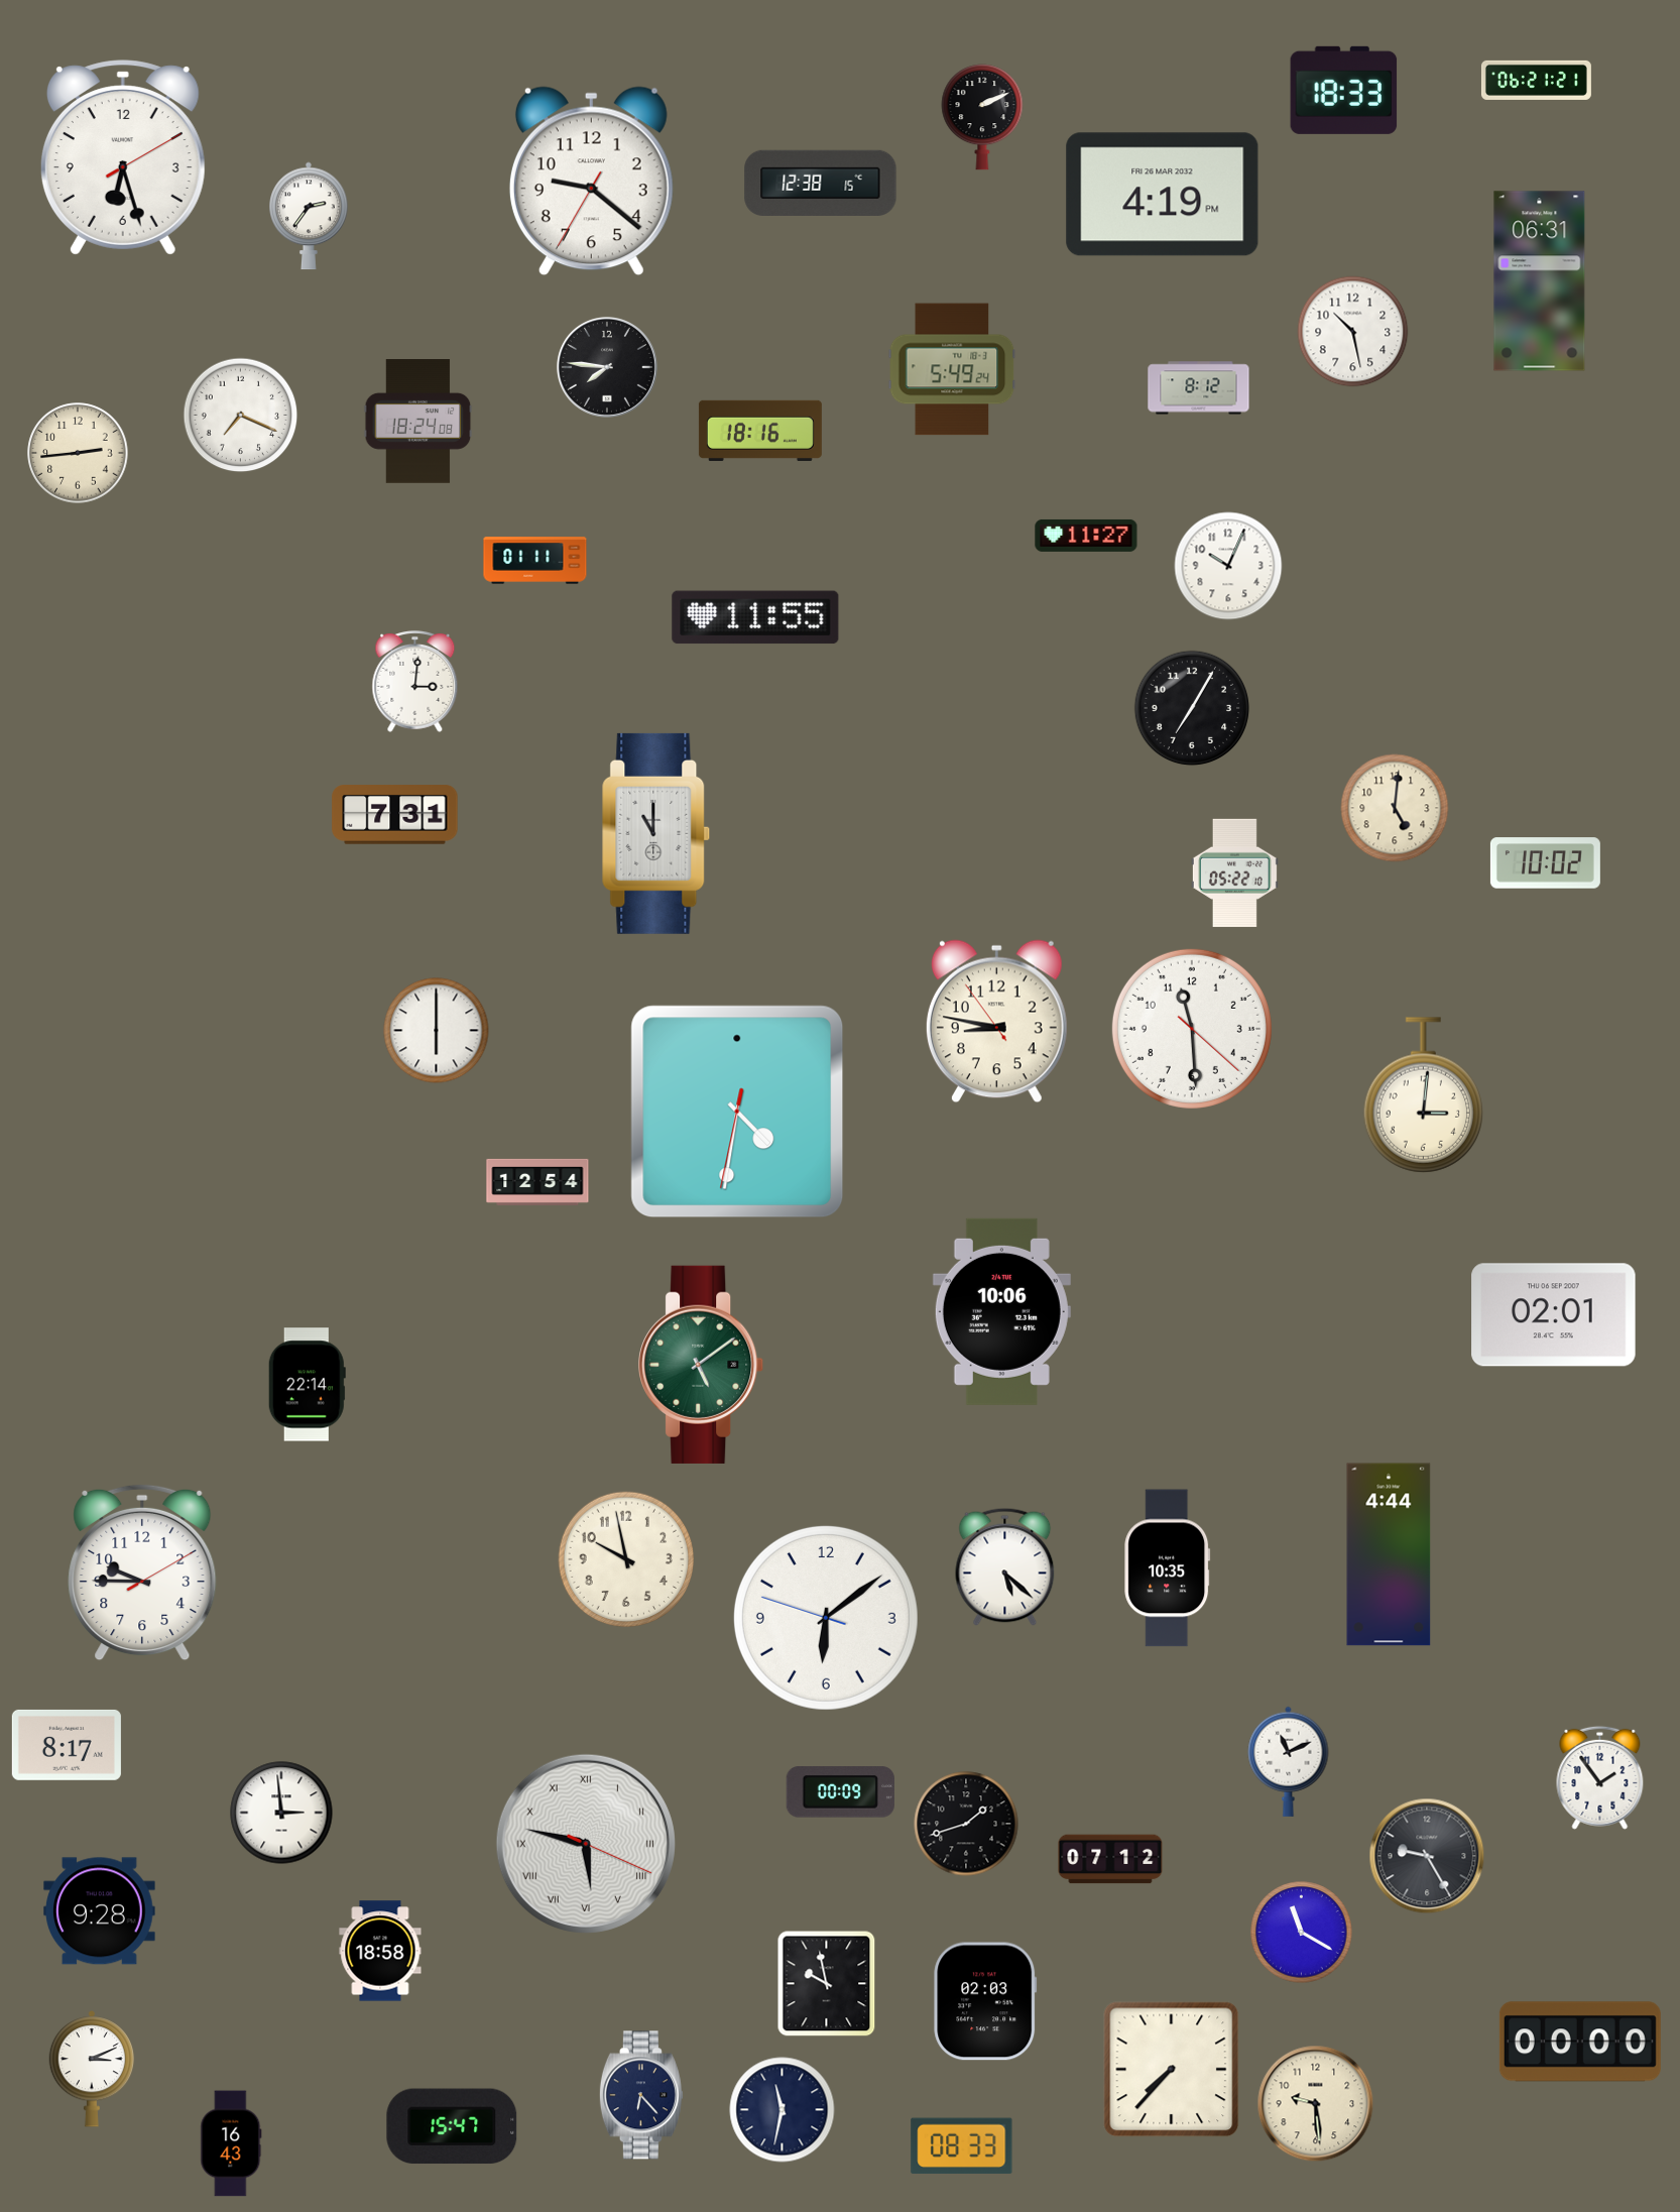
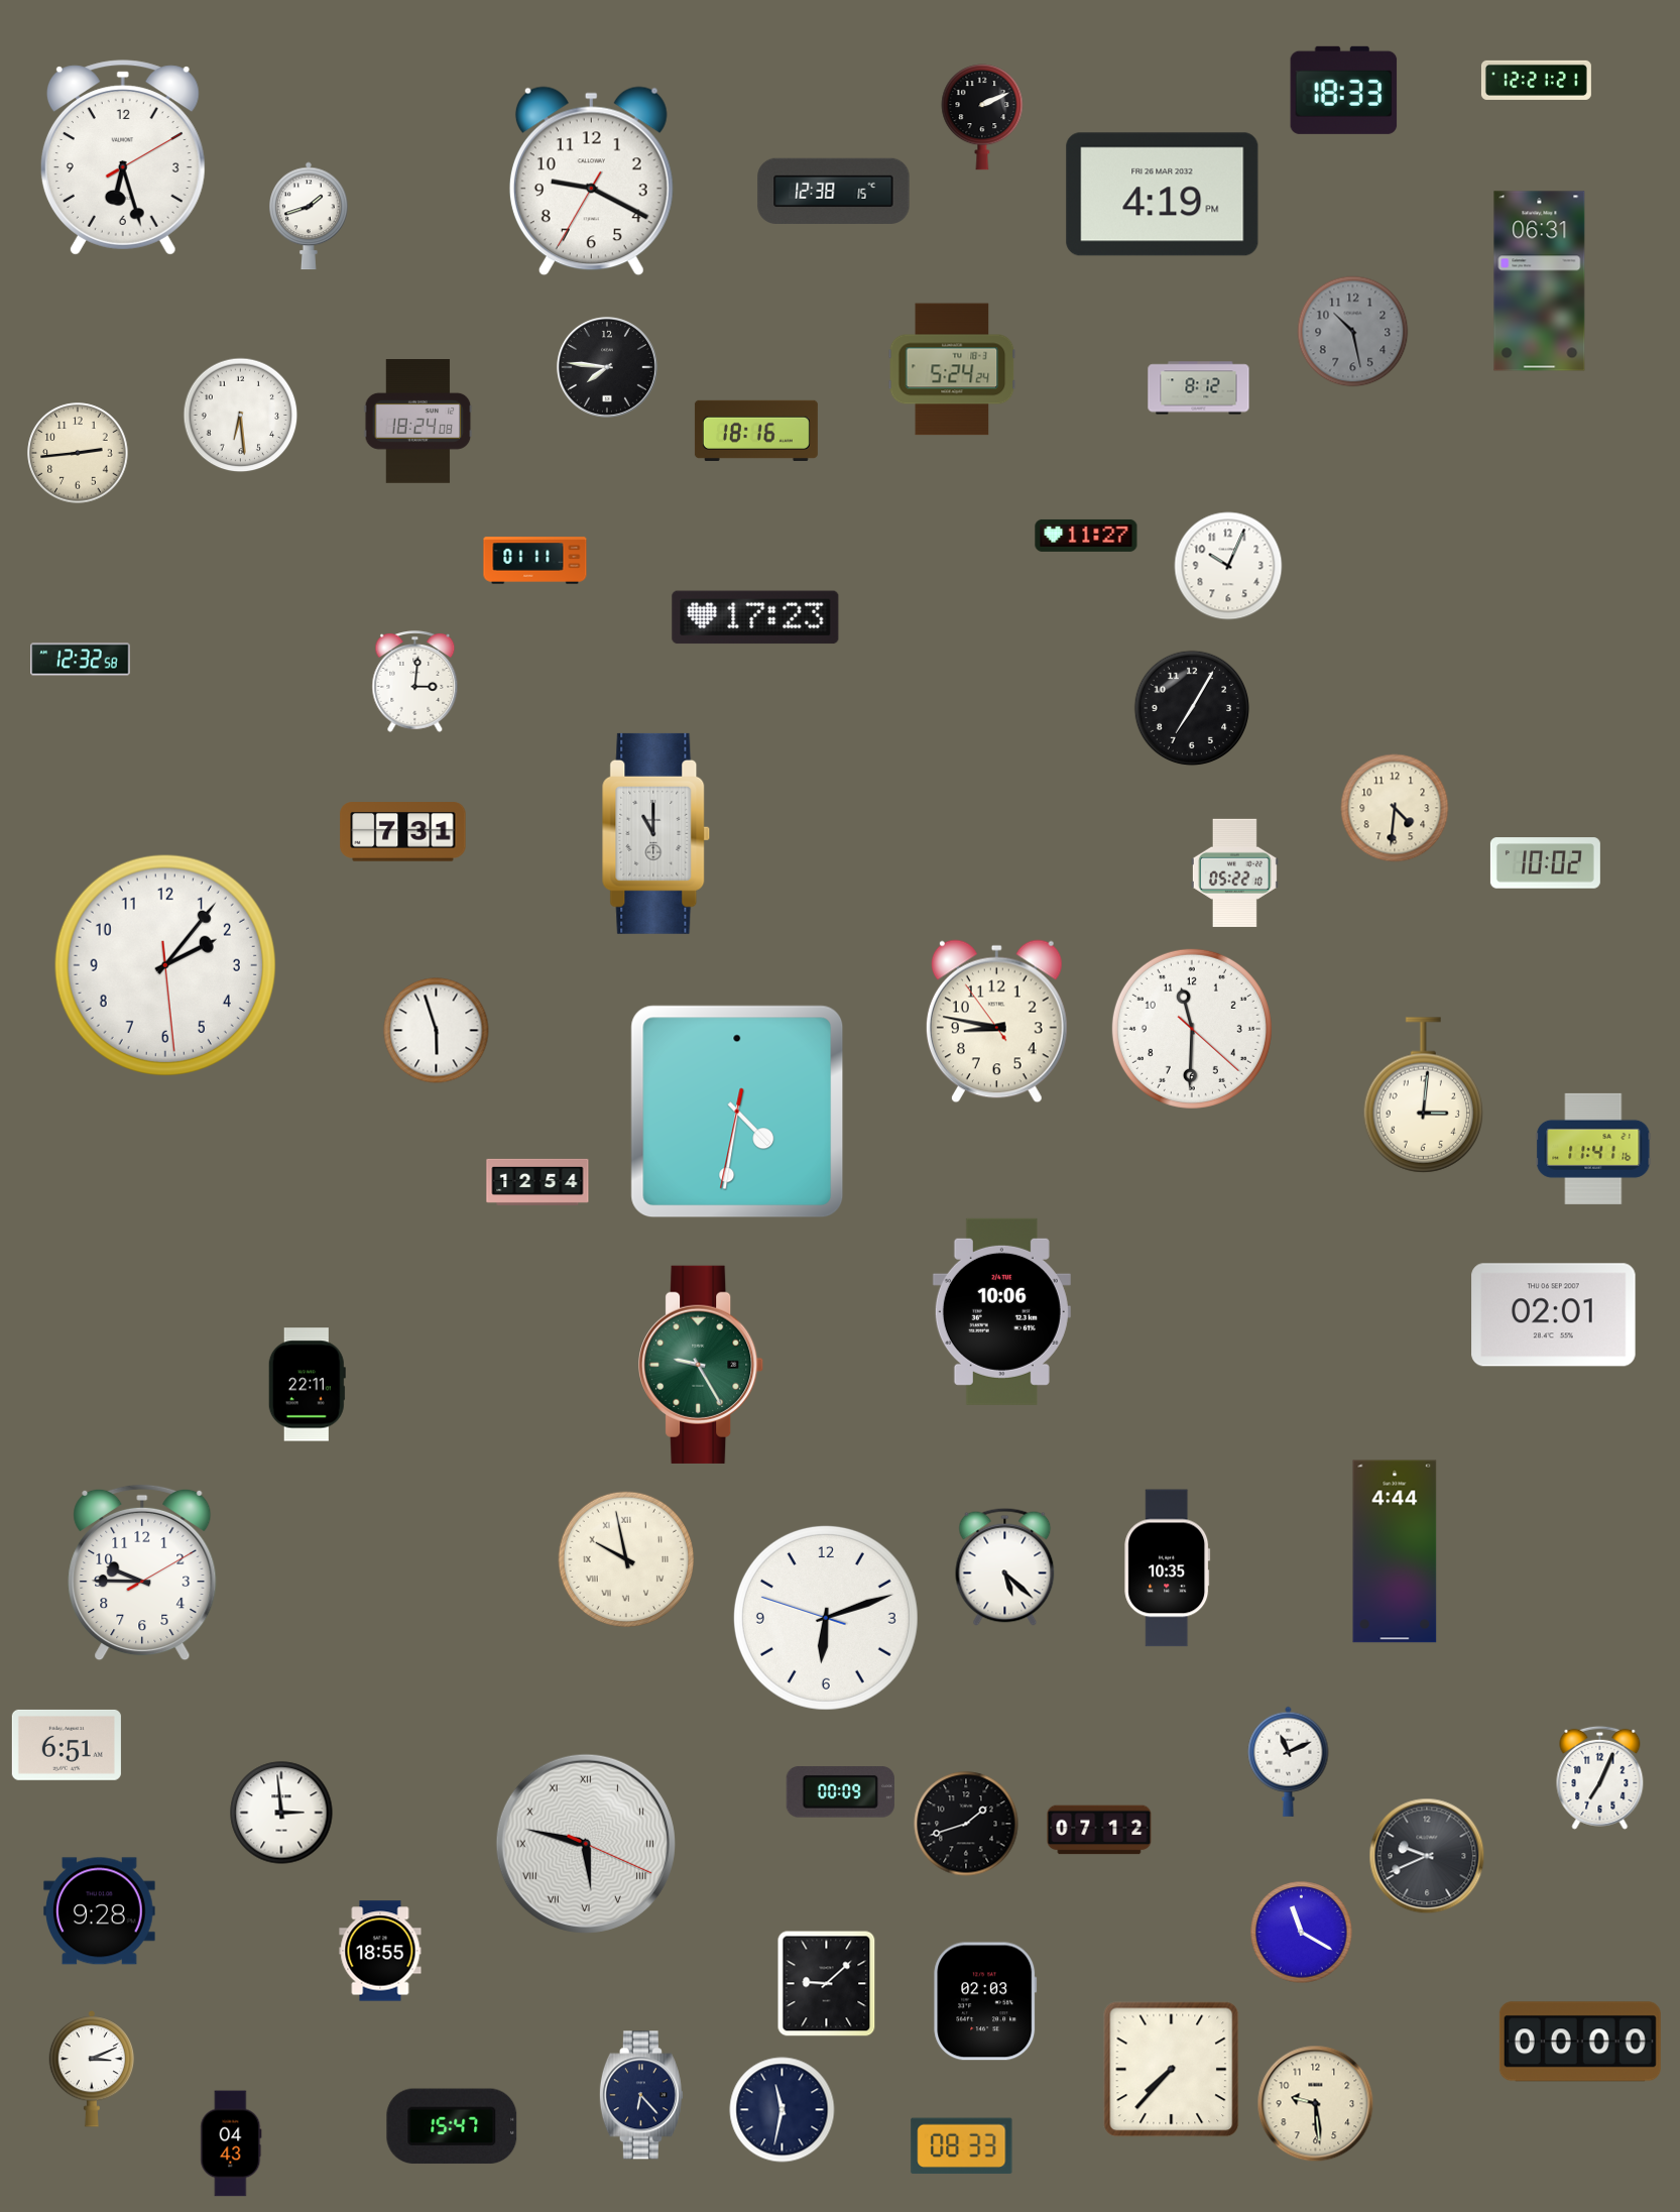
clock at (1536, 80): 06:21 -> 12:21
clock at (591, 182): 9:21 -> 9:19
clock at (821, 183) position: (821, 183) -> (834, 191)
clock at (309, 216): 2:36 -> 1:42
clock at (1353, 332) dial: white -> grey
clock at (952, 369): 5:49 -> 5:24
clock at (241, 416): 7:19 -> 6:29
clock at (760, 431) position: (760, 431) -> (756, 431)
clock at (755, 617): 11:55 -> 17:23
clock at (81, 660): none -> 12:32
clock at (1395, 808): 5:01 -> 4:31
clock at (395, 815) position: (395, 815) -> (403, 832)
clock at (165, 965): none -> 2:06
clock at (1192, 1029): 11:29 -> 11:30
clock at (437, 1031): 6:00 -> 5:57
clock at (1593, 1149): none -> 11:41
clock at (702, 1365): 5:09 -> 9:25
clock at (307, 1385): 22:14 -> 22:11
clock at (1389, 1554) position: (1389, 1554) -> (1395, 1551)
clock at (626, 1559) numerals: Arabic -> Roman
clock at (826, 1618): 6:08 -> 6:11
clock at (67, 1745): 8:17 -> 6:51
clock at (1600, 1777): 1:54 -> 7:04
clock at (1427, 1856): 9:25 -> 9:41
clock at (1110, 1859) position: (1110, 1859) -> (1099, 1830)
clock at (380, 1951): 18:58 -> 18:55
clock at (827, 1984): 9:58 -> 9:08
clock at (231, 2143): 16:43 -> 04:43
